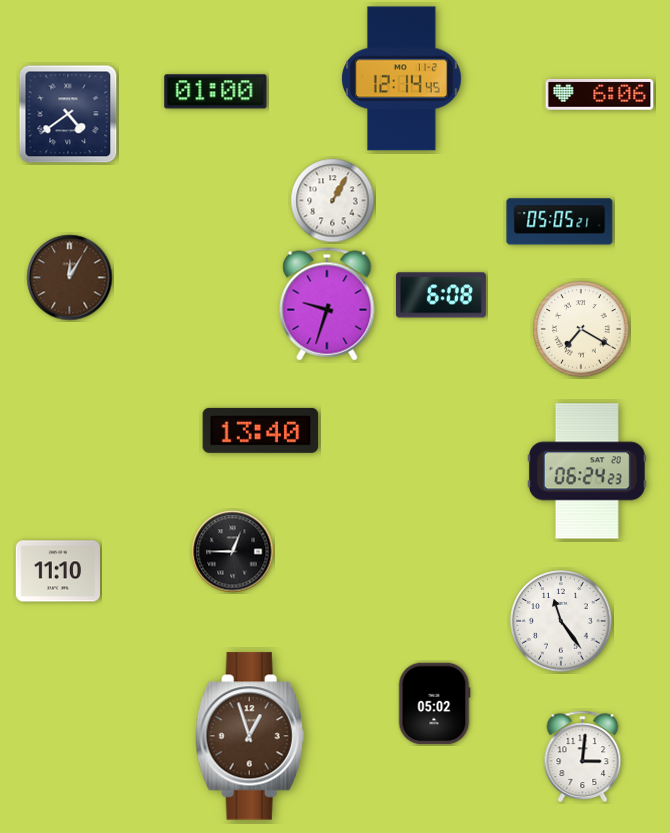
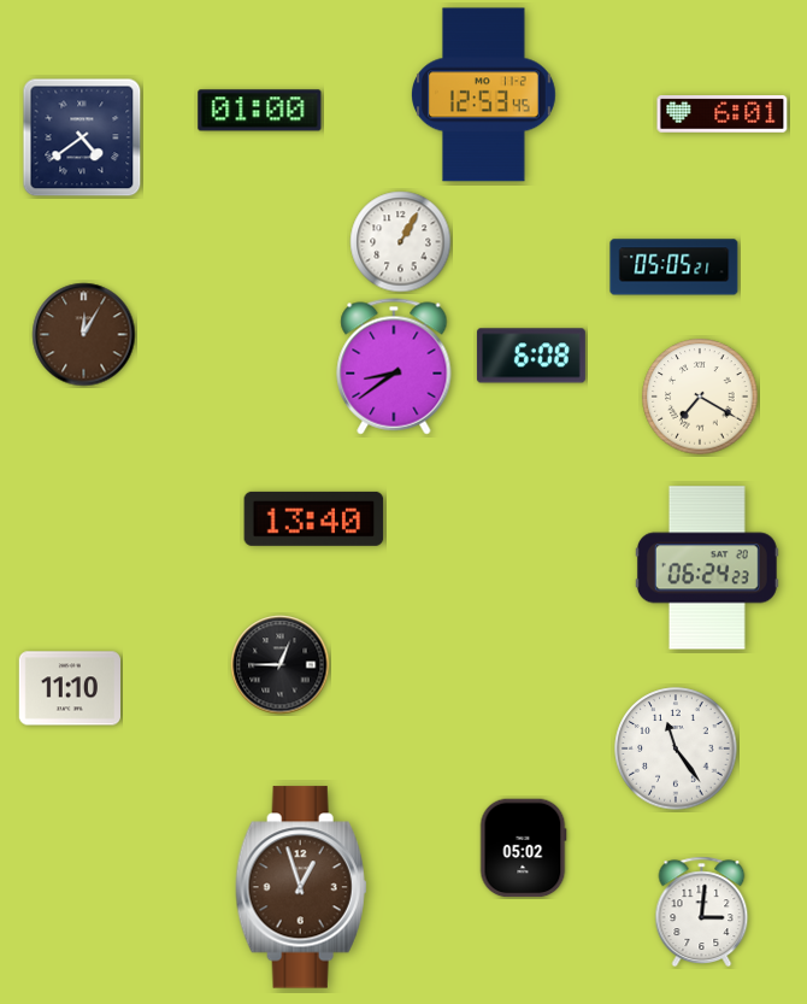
clock at (402, 79): 12:14 -> 12:53
clock at (600, 95): 6:06 -> 6:01
clock at (327, 304): 9:33 -> 8:39
